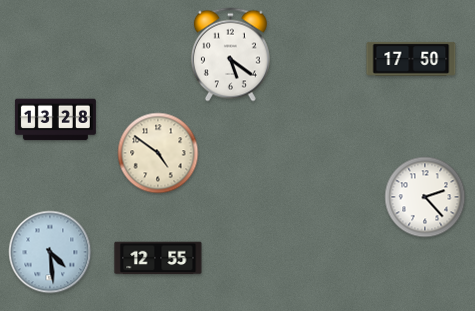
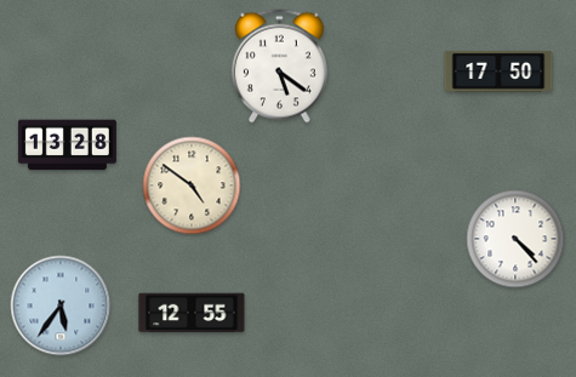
clock at (425, 197): 2:23 -> 4:23
clock at (50, 252): 4:29 -> 5:36
